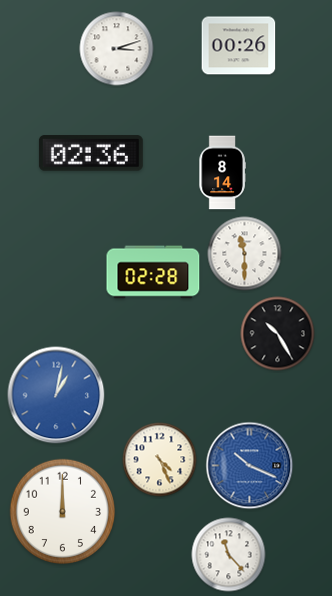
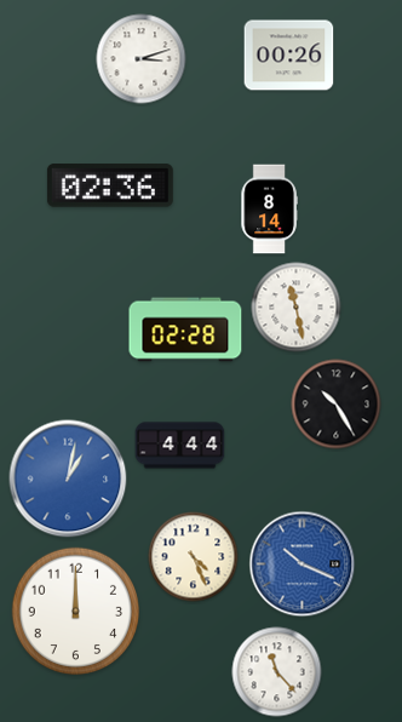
clock at (245, 254): 11:30 -> 11:28
clock at (180, 446): none -> 4:44
clock at (63, 512) position: (63, 512) -> (76, 612)
